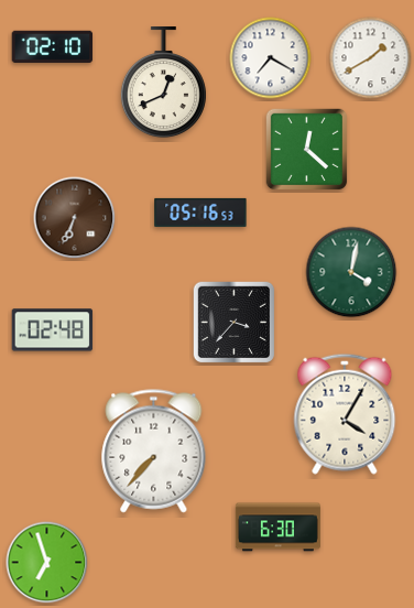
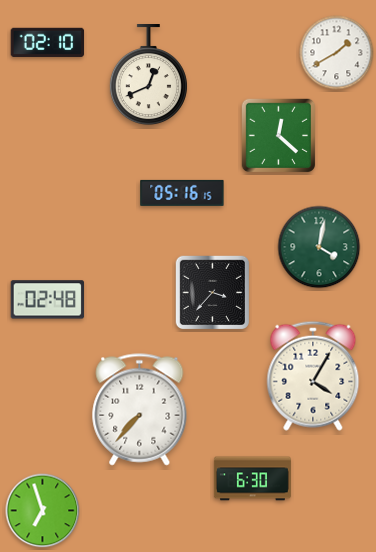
clock at (271, 58): 7:20 -> none
clock at (200, 213): 05:16:53 -> 05:16:15
clock at (75, 218): 6:34 -> none
